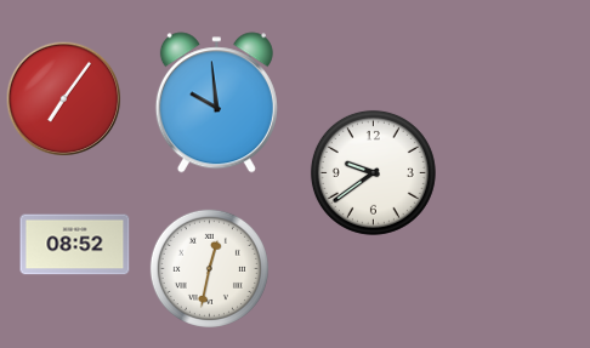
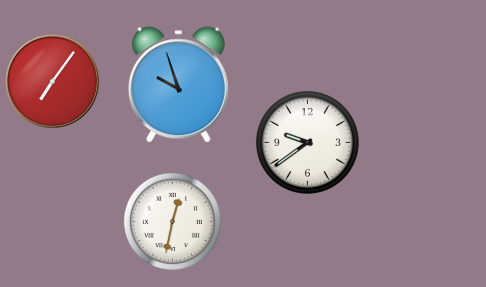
clock at (216, 103): 9:59 -> 9:57
clock at (75, 245): 08:52 -> none
